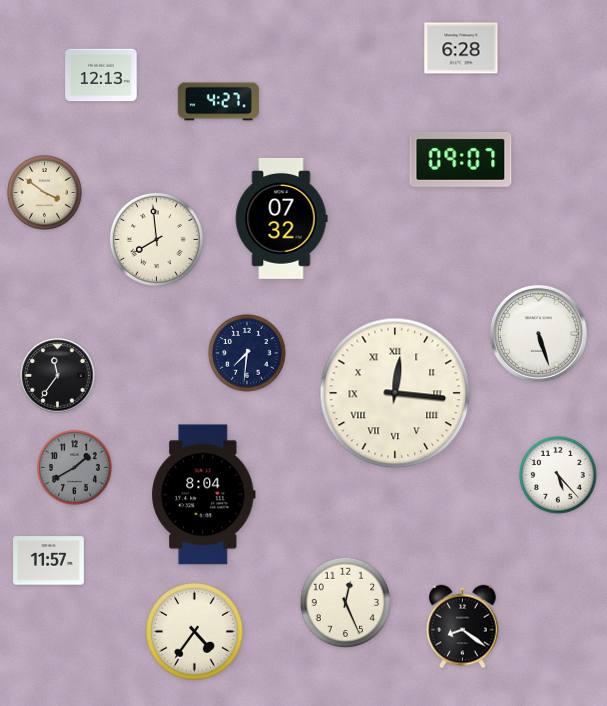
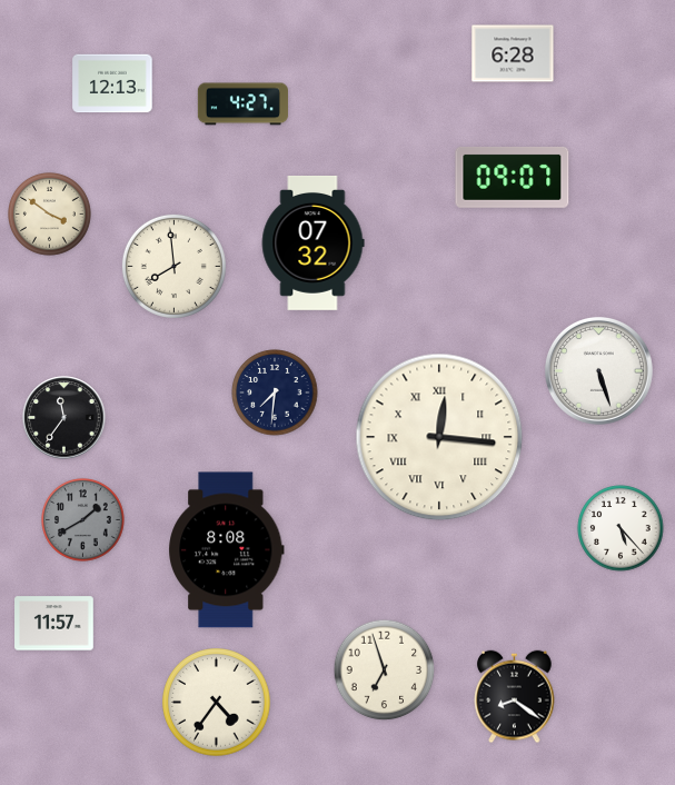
clock at (218, 102) position: (218, 102) -> (242, 105)
clock at (204, 495): 8:04 -> 8:08
clock at (346, 603): 12:26 -> 6:57
